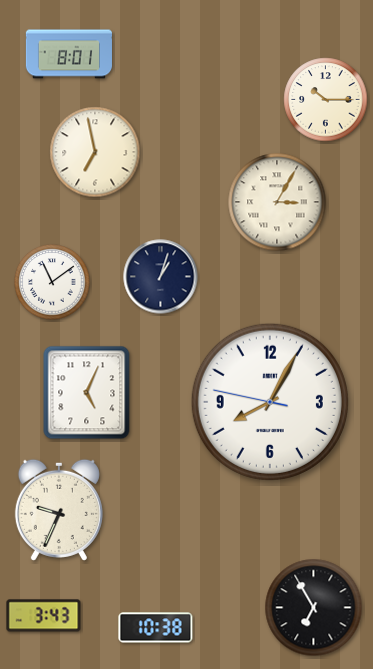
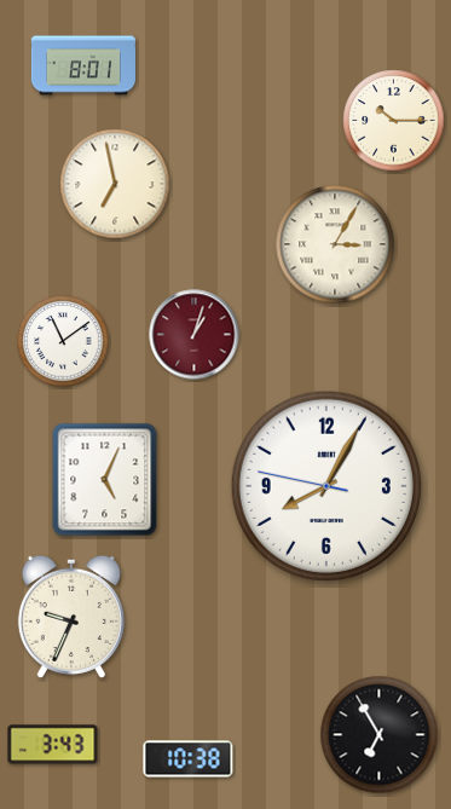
clock at (161, 277) dial: navy -> burgundy
clock at (87, 393) position: (87, 393) -> (105, 480)
